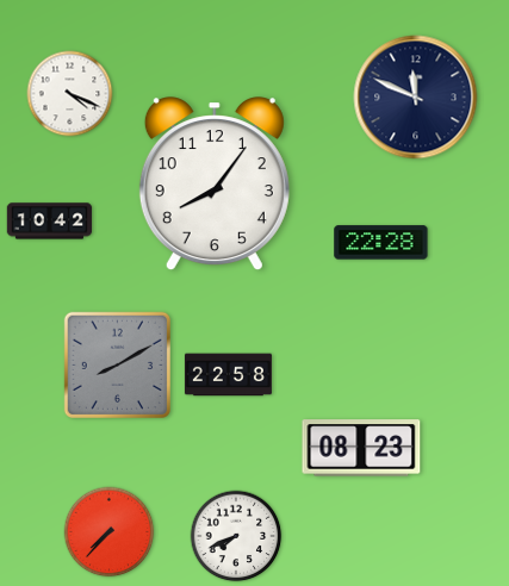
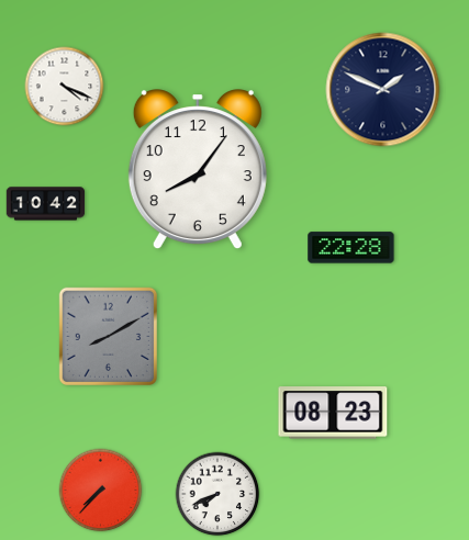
clock at (416, 98): 11:49 -> 1:49
clock at (381, 243) position: (381, 243) -> (351, 248)
clock at (228, 375): 22:58 -> none
